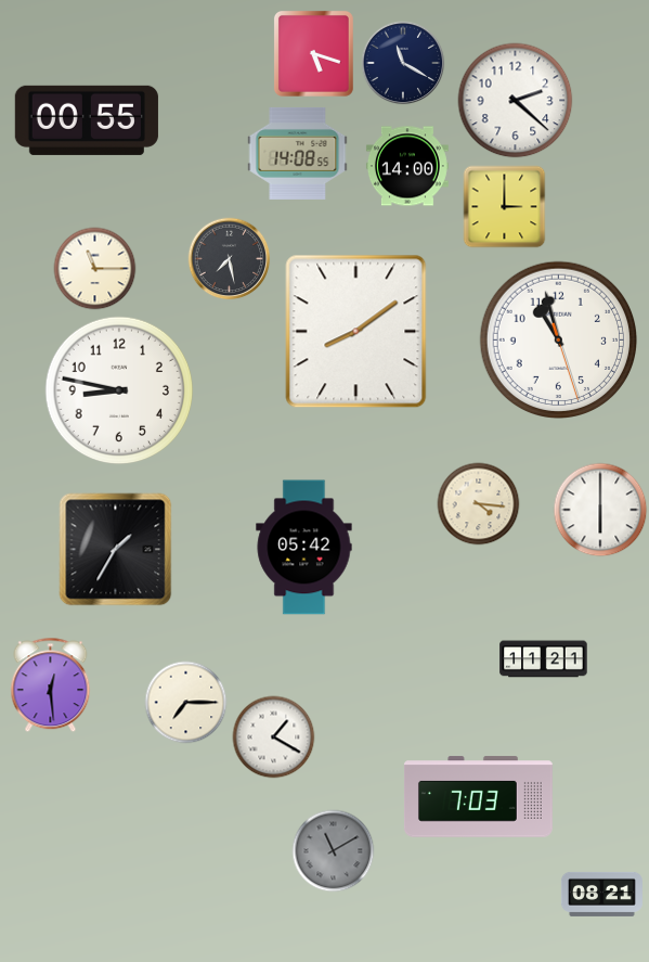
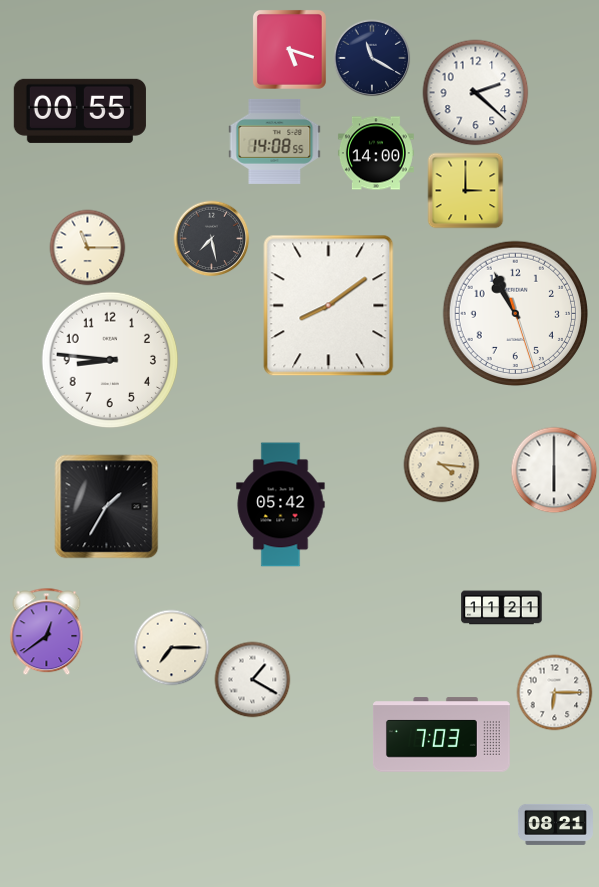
clock at (558, 339): 10:57 -> 10:55
clock at (119, 390): 8:47 -> 8:46
clock at (51, 685): 12:29 -> 12:39
clock at (555, 693): none -> 6:15
clock at (334, 851): 11:10 -> none
